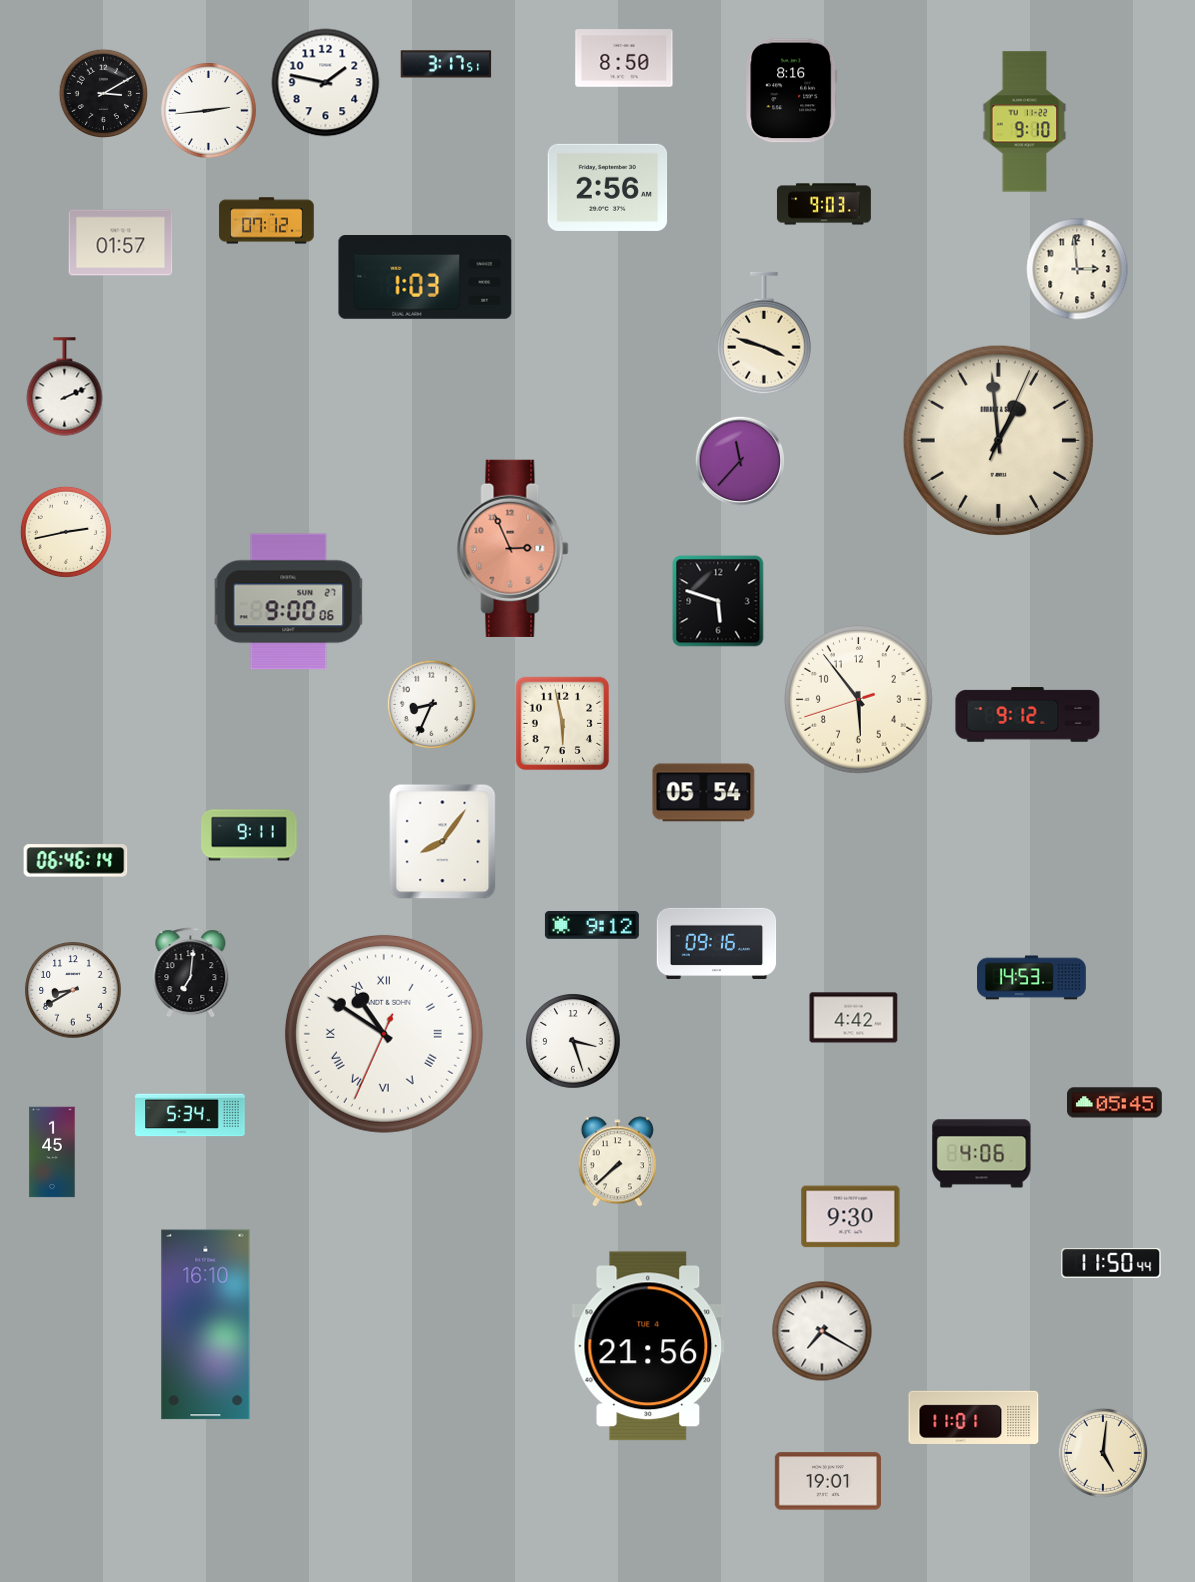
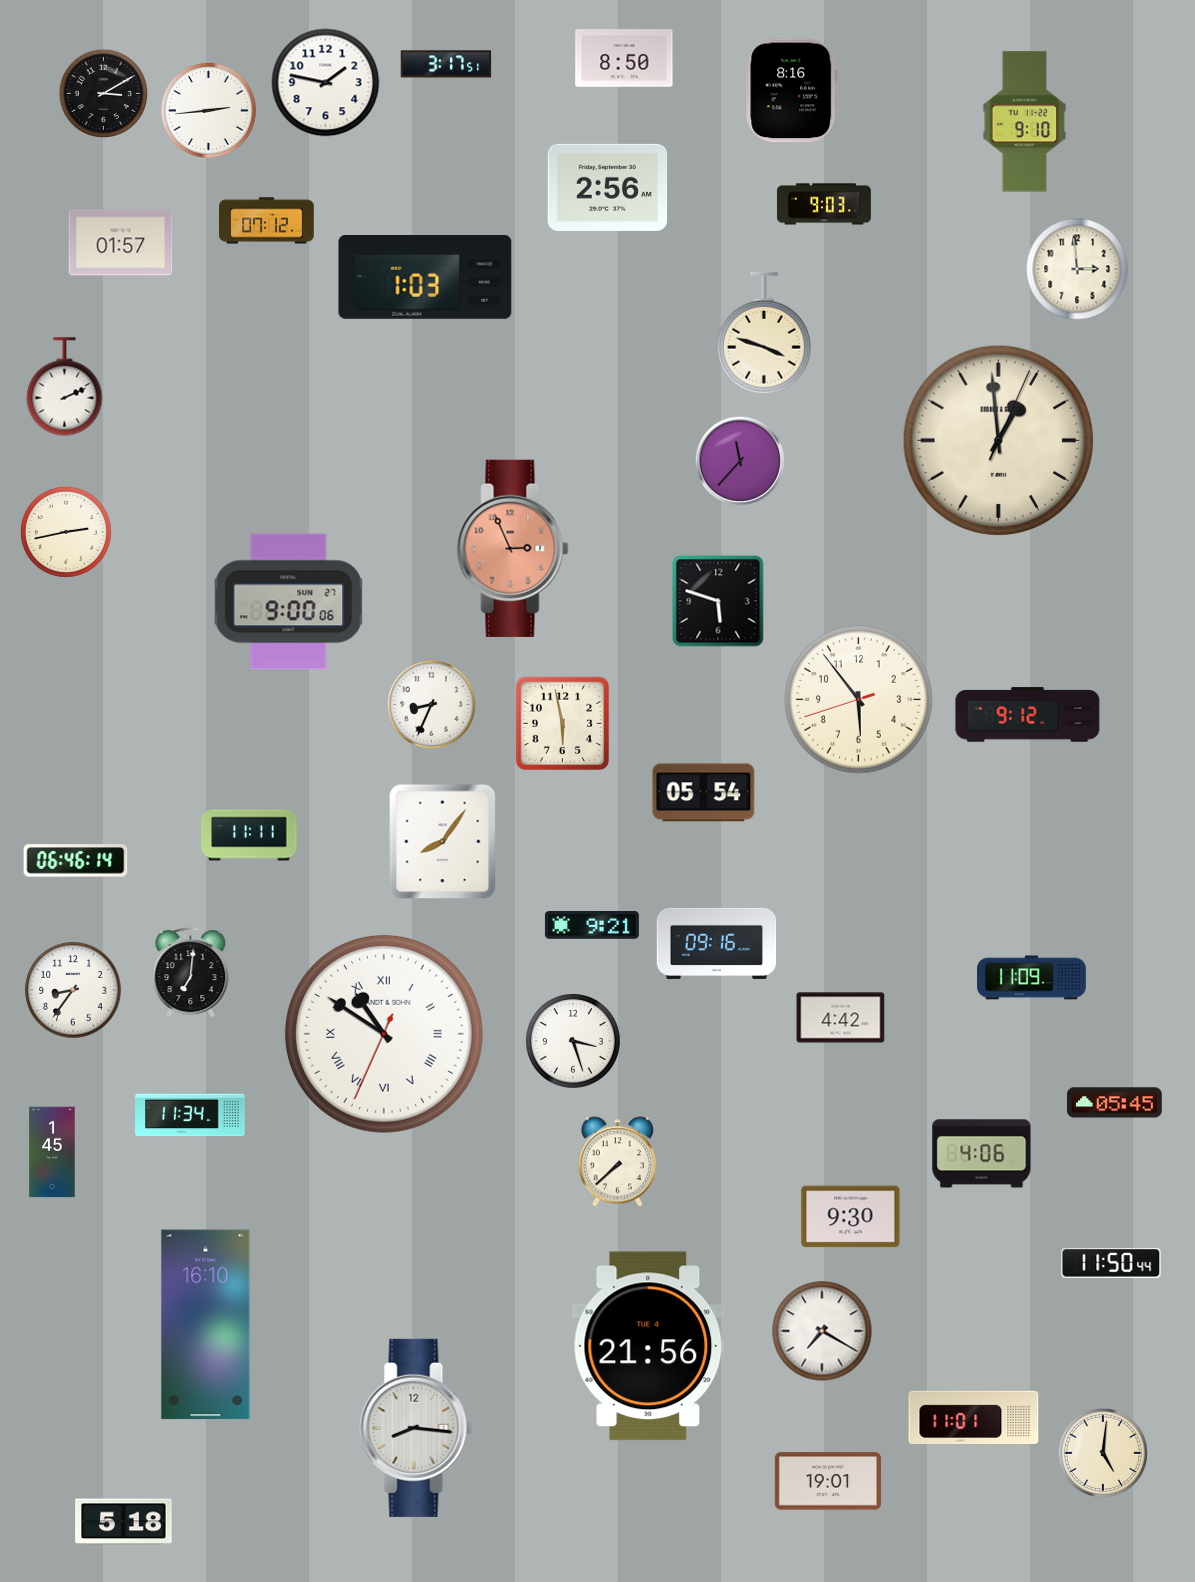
clock at (249, 835): 9:11 -> 11:11
clock at (592, 926): 9:12 -> 9:21
clock at (1032, 978): 14:53 -> 11:09
clock at (73, 990): 8:40 -> 8:36
clock at (854, 1018) position: (854, 1018) -> (841, 1018)
clock at (190, 1115): 5:34 -> 11:34
clock at (416, 1428): none -> 8:16
clock at (124, 1522): none -> 5:18
